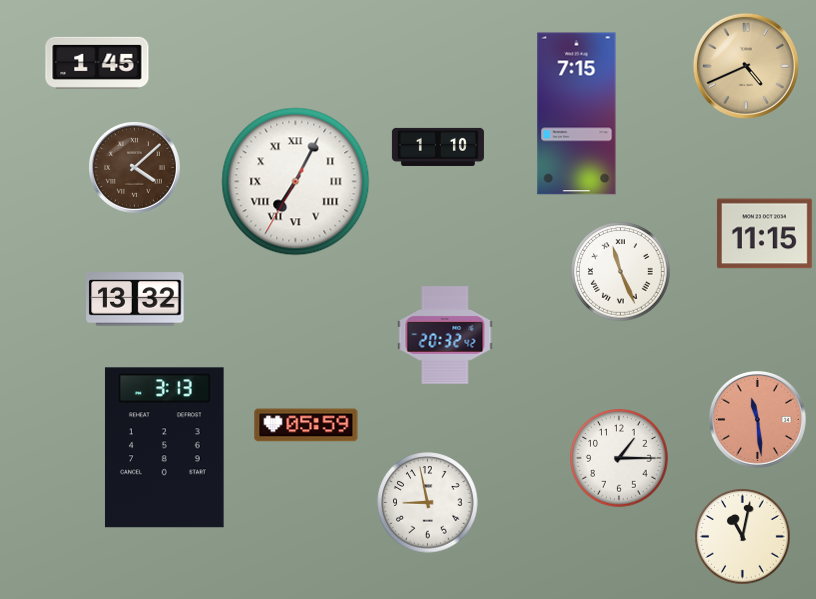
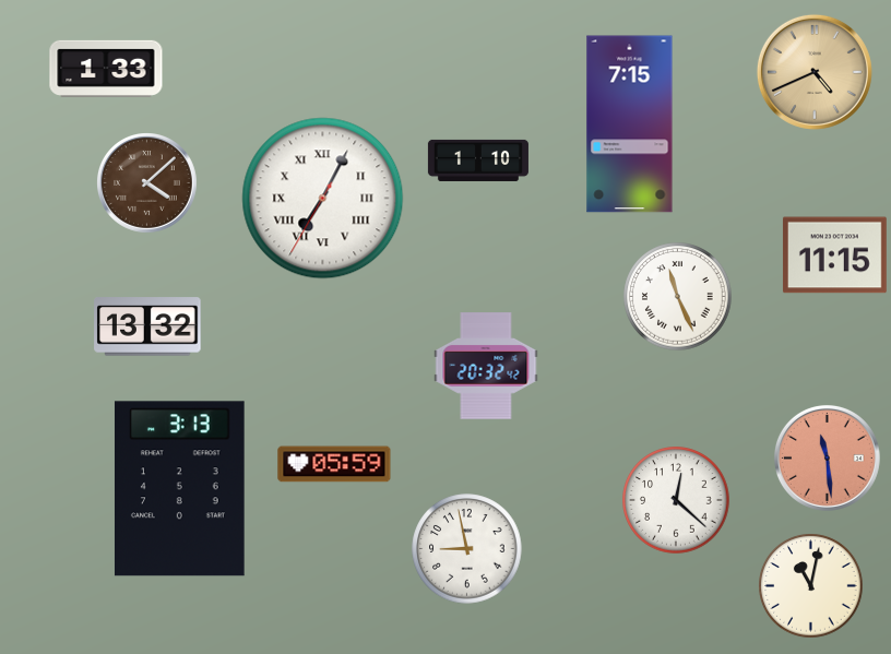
clock at (97, 63): 1:45 -> 1:33
clock at (619, 458): 1:15 -> 12:22
